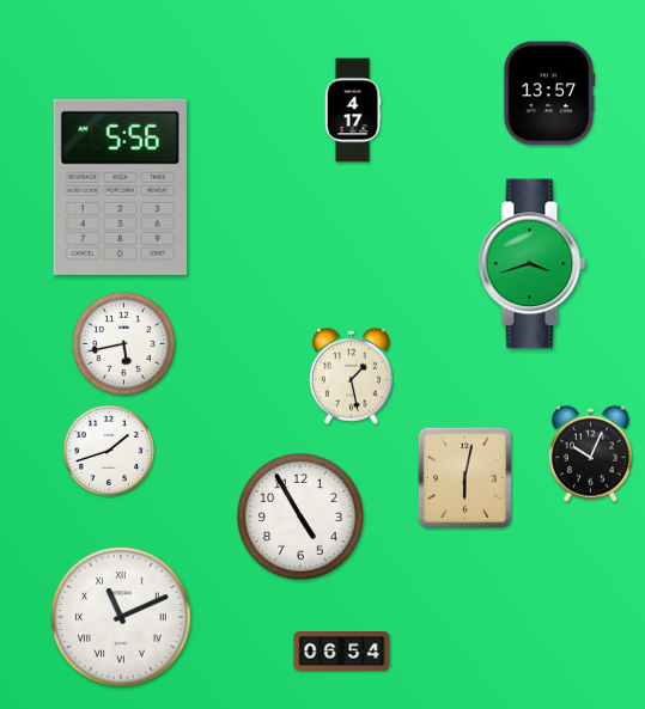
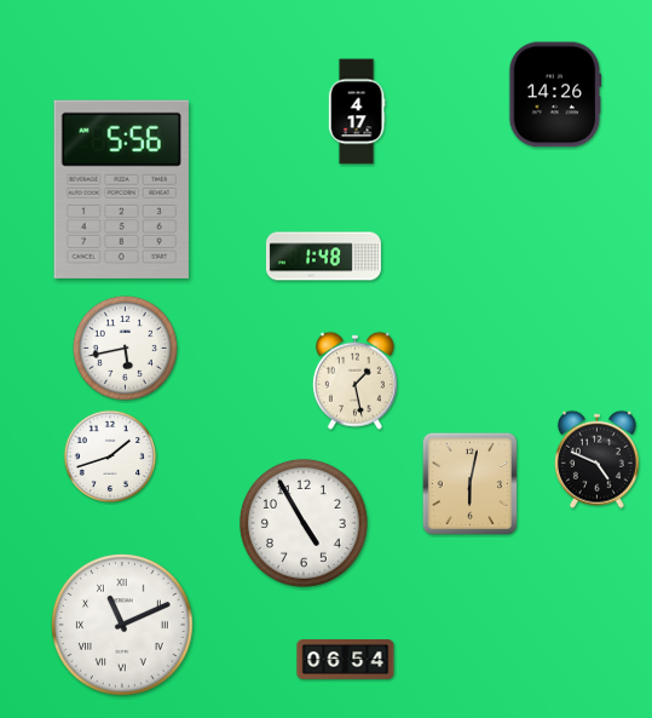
clock at (549, 93): 13:57 -> 14:26
clock at (323, 257): none -> 1:48
clock at (533, 264): 3:42 -> none
clock at (590, 453): 10:04 -> 4:49
